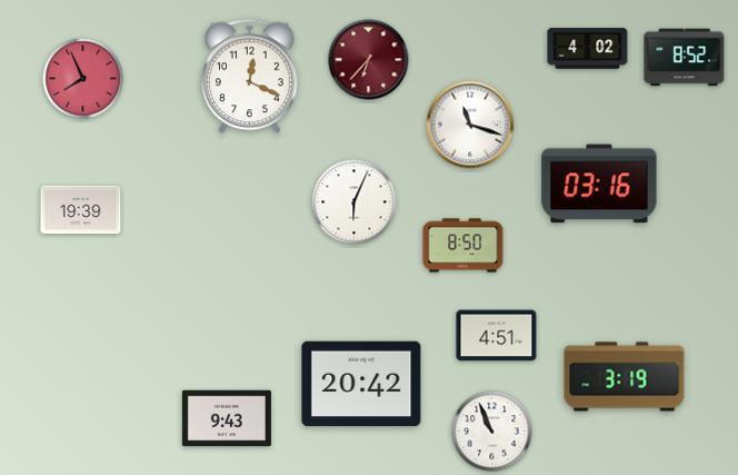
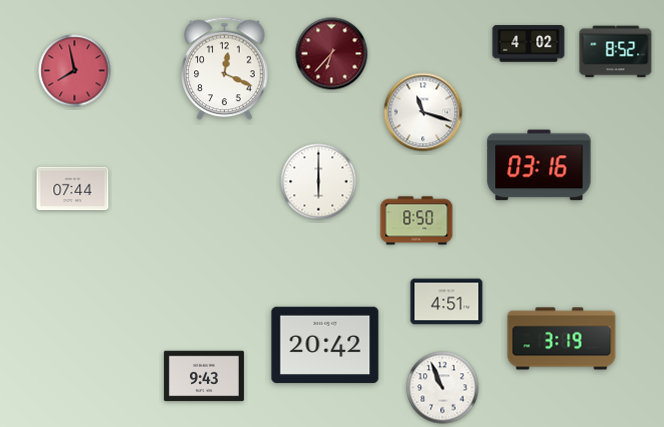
clock at (83, 79): 7:56 -> 7:58
clock at (355, 202): 6:04 -> 6:00
clock at (81, 210): 19:39 -> 07:44
